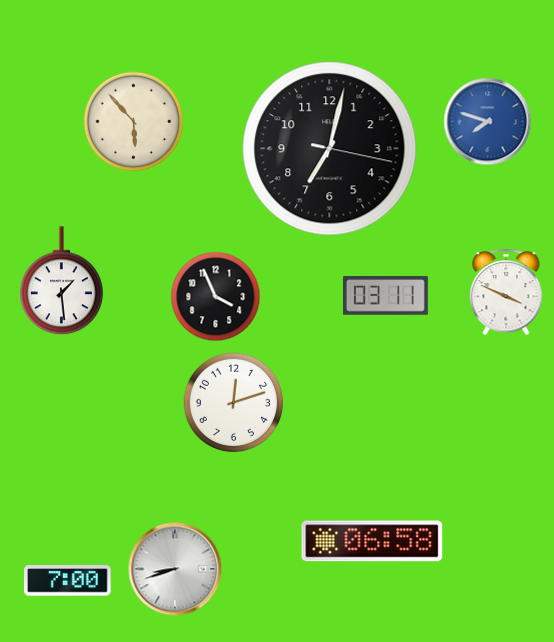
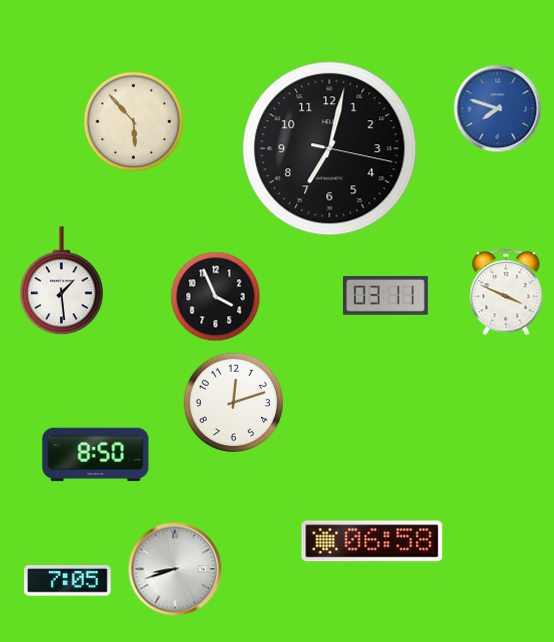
clock at (488, 122) position: (488, 122) -> (498, 109)
clock at (96, 455): none -> 8:50
clock at (68, 581): 7:00 -> 7:05
